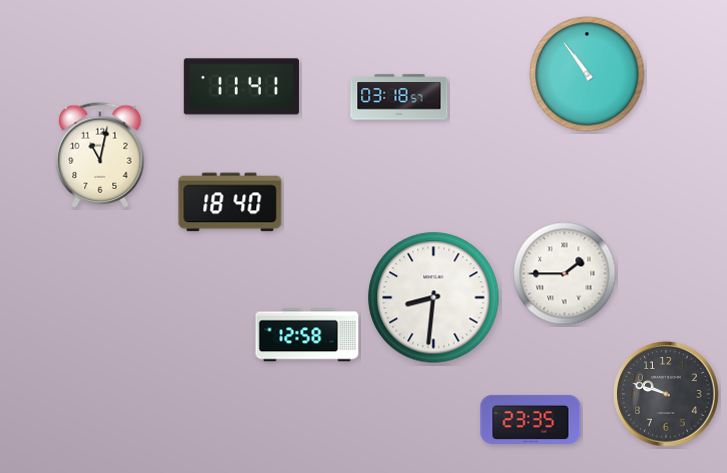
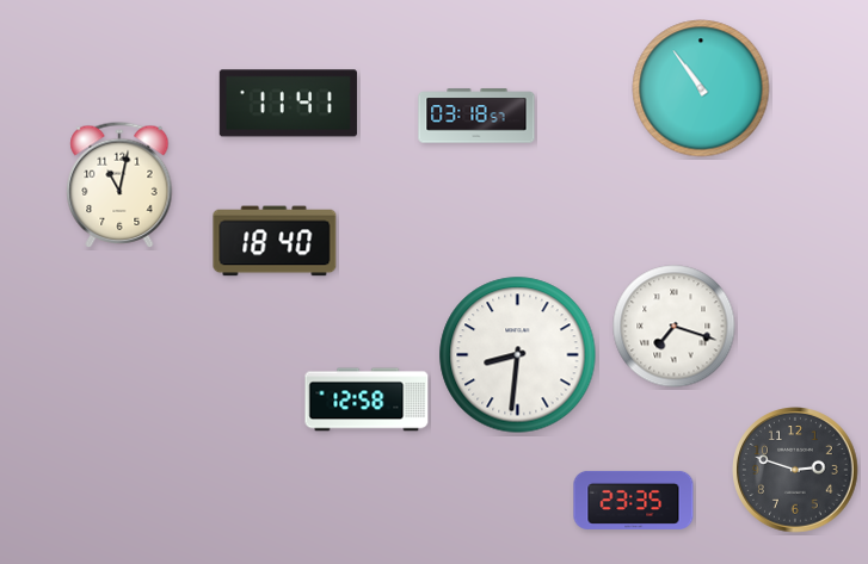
clock at (565, 274): 1:45 -> 7:18
clock at (666, 394): 9:48 -> 2:48
